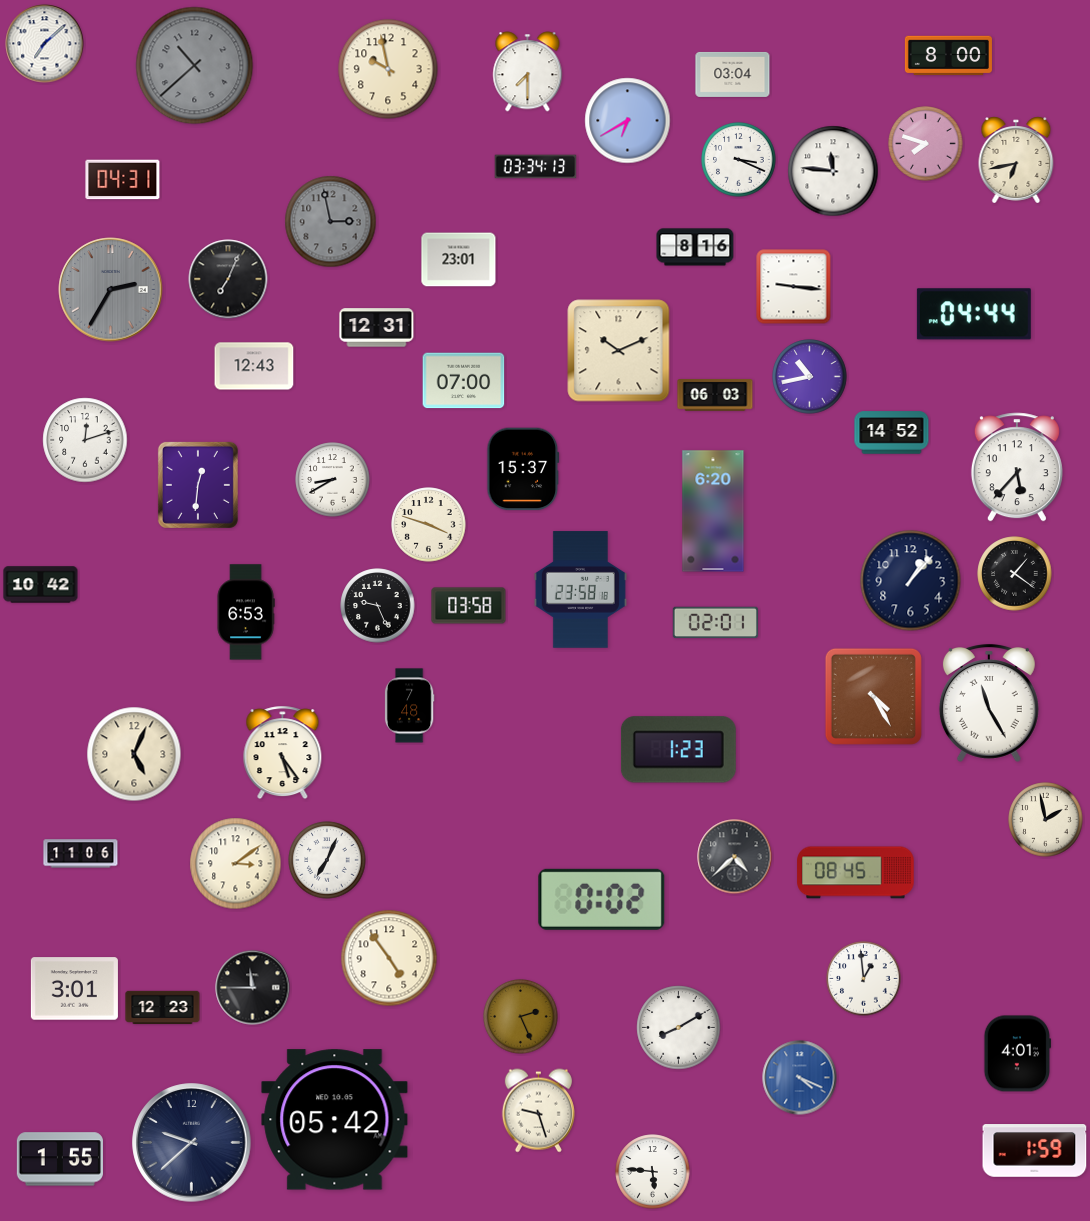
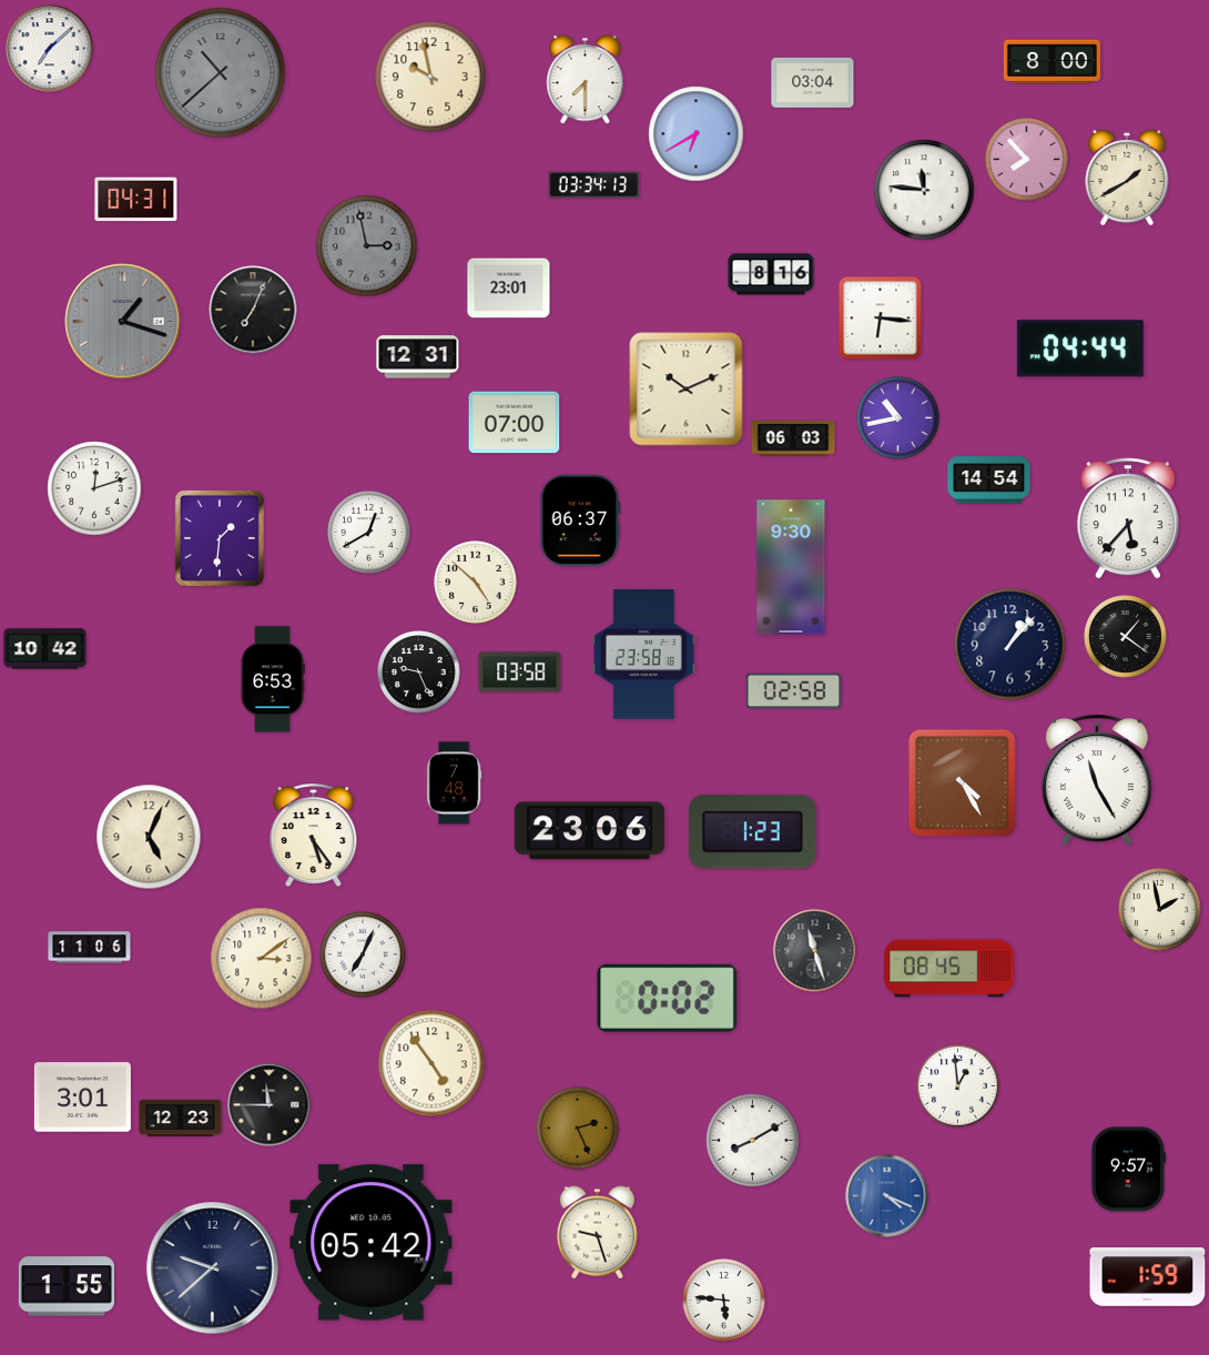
clock at (195, 66) position: (195, 66) -> (221, 73)
clock at (926, 144): 7:48 -> 7:53
clock at (739, 160): 3:19 -> none
clock at (1016, 160): 6:43 -> 1:40
clock at (794, 287): 9:16 -> 6:16
clock at (111, 290): 2:35 -> 1:18
clock at (377, 328) position: (377, 328) -> (418, 357)
clock at (254, 366): 12:43 -> none
clock at (892, 433): 14:52 -> 14:54
clock at (523, 469): 15:37 -> 06:37
clock at (333, 480): 8:40 -> 12:40
clock at (198, 485): 12:31 -> 1:31
clock at (713, 511): 6:20 -> 9:30
clock at (429, 525): 3:48 -> 4:52
clock at (715, 623): 02:01 -> 02:58
clock at (873, 696) position: (873, 696) -> (962, 782)
clock at (589, 831): none -> 23:06
clock at (735, 857): 4:38 -> 11:27
clock at (253, 988) position: (253, 988) -> (270, 1105)
clock at (1017, 1054): 4:01 -> 9:57
